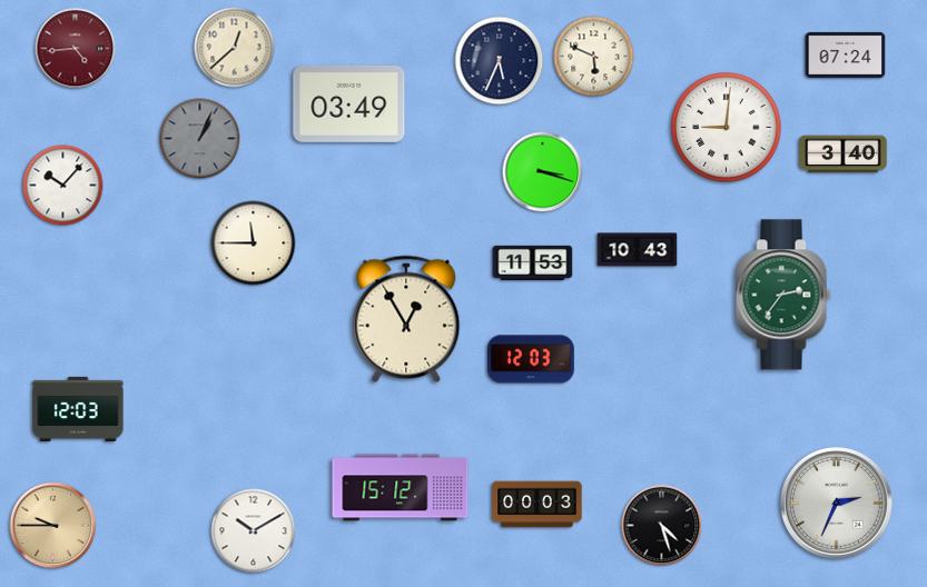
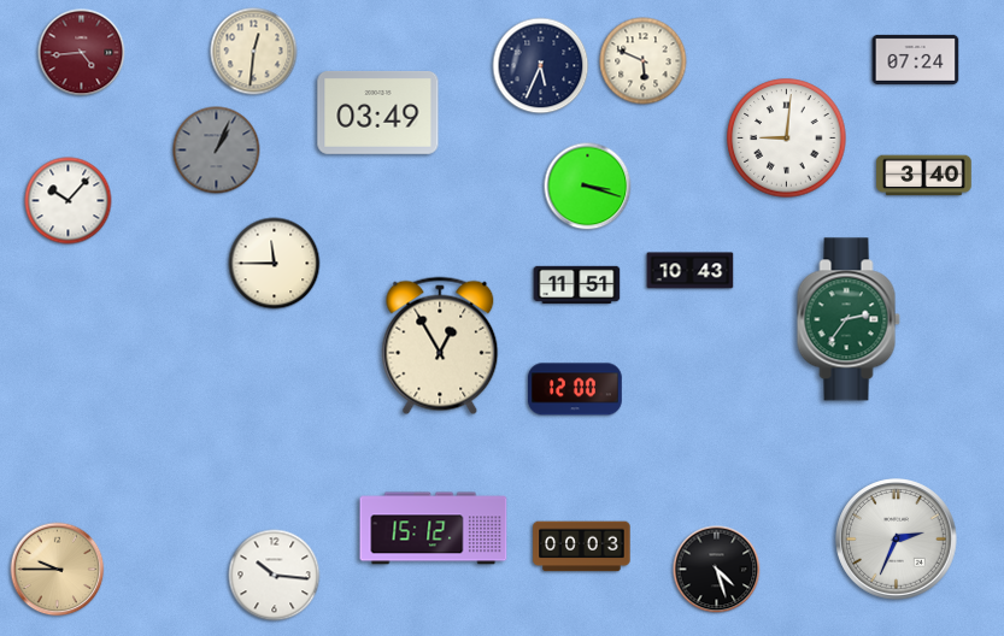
clock at (235, 48): 12:38 -> 12:31
clock at (844, 155) position: (844, 155) -> (924, 176)
clock at (533, 262): 11:53 -> 11:51
clock at (531, 359): 12:03 -> 12:00
clock at (78, 408): 12:03 -> none
clock at (837, 504) position: (837, 504) -> (897, 540)
clock at (254, 531): 10:10 -> 10:16
